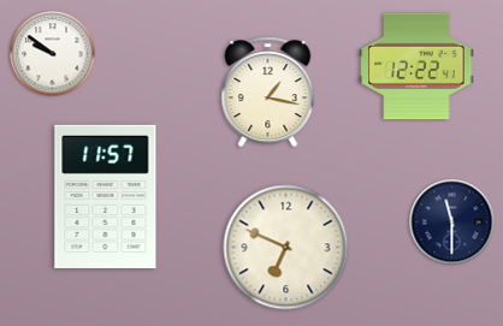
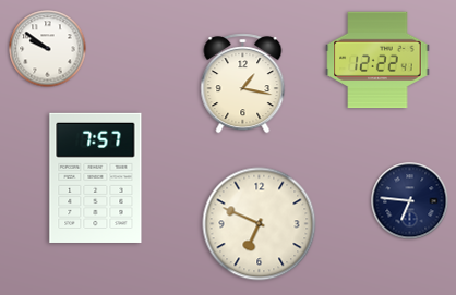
clock at (106, 196): 11:57 -> 7:57
clock at (452, 223): 11:30 -> 6:46
